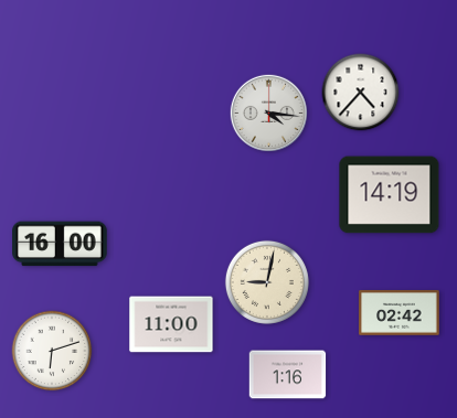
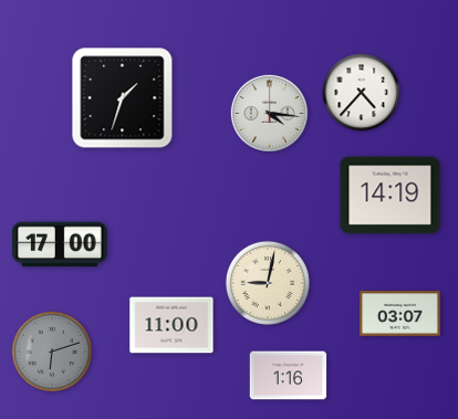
clock at (123, 98): none -> 1:33
clock at (60, 244): 16:00 -> 17:00
clock at (400, 313): 02:42 -> 03:07
clock at (52, 351) dial: white -> grey
